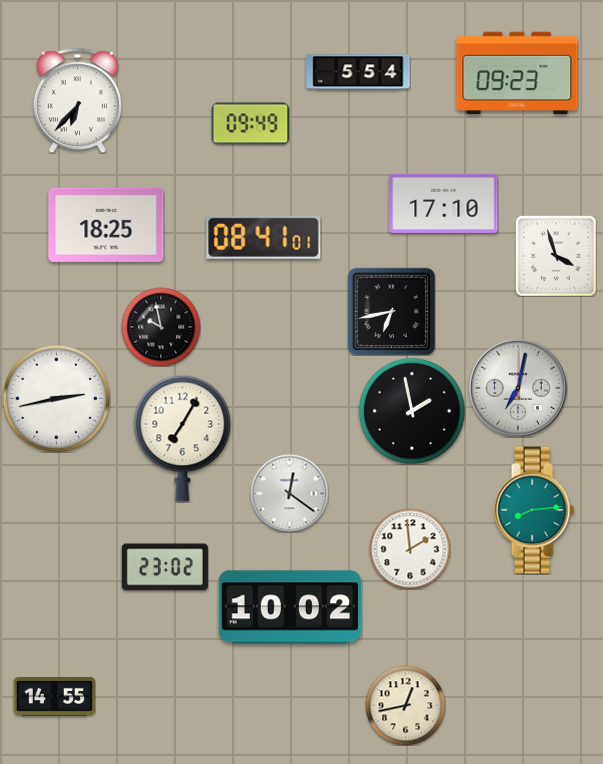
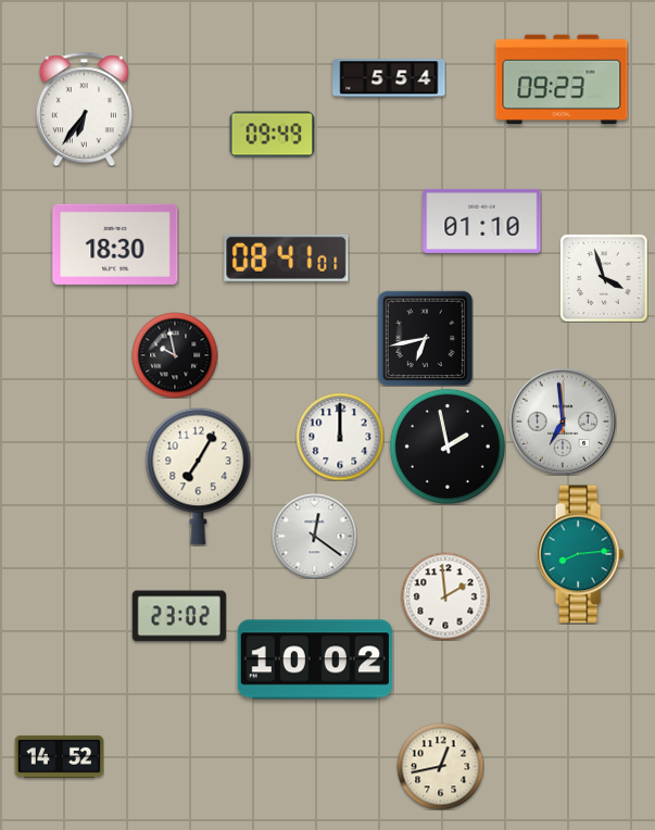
clock at (77, 100): 6:37 -> 6:36
clock at (444, 203): 17:10 -> 01:10
clock at (106, 225): 18:25 -> 18:30
clock at (518, 388): 7:02 -> 6:59
clock at (56, 398): 2:43 -> none
clock at (340, 437): none -> 12:00
clock at (54, 696): 14:55 -> 14:52
